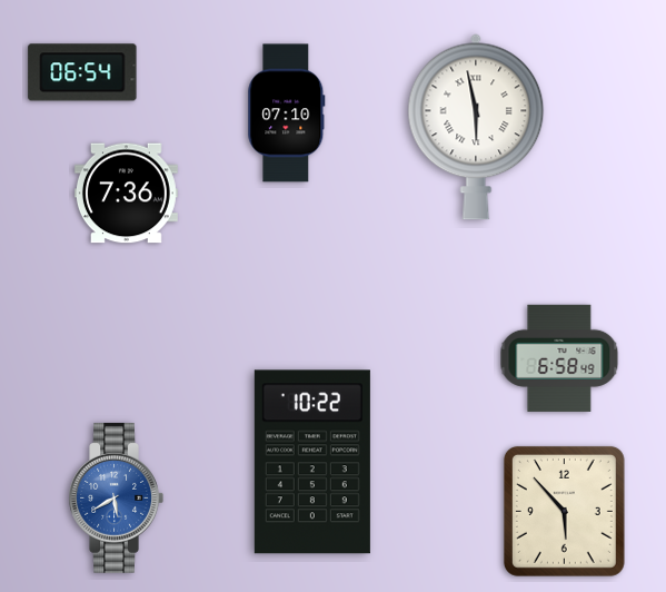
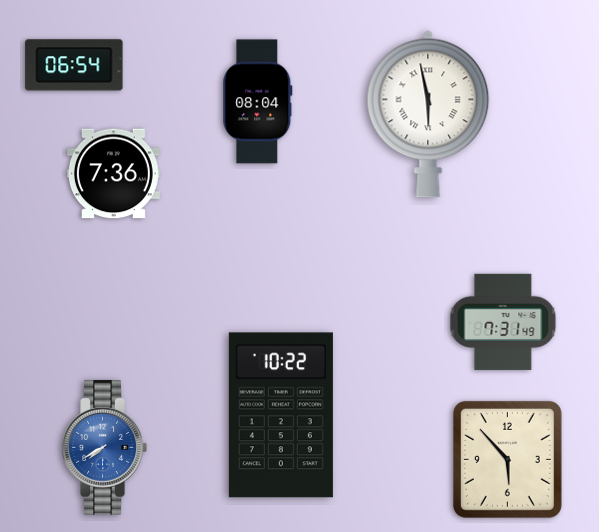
clock at (287, 114): 07:10 -> 08:04
clock at (559, 358): 6:58 -> 7:31
clock at (116, 497): 5:40 -> 7:40
